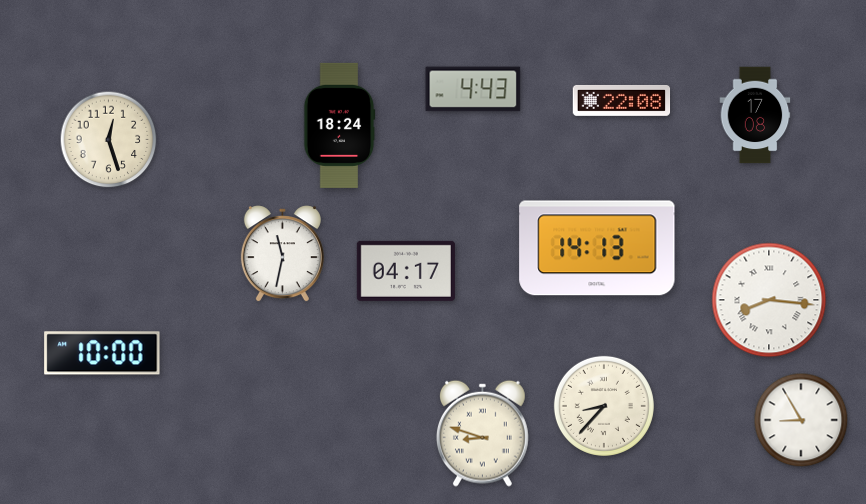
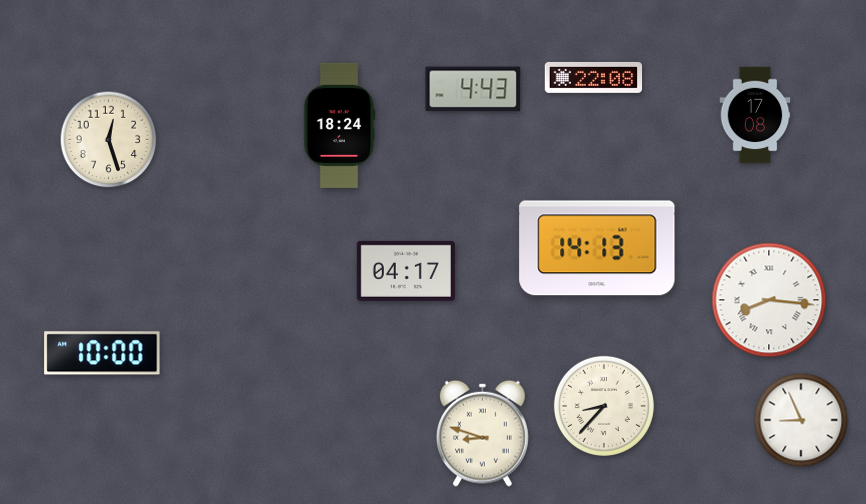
clock at (622, 100) position: (622, 100) -> (594, 77)
clock at (282, 254): 11:32 -> none
clock at (801, 420): 8:55 -> 8:56
